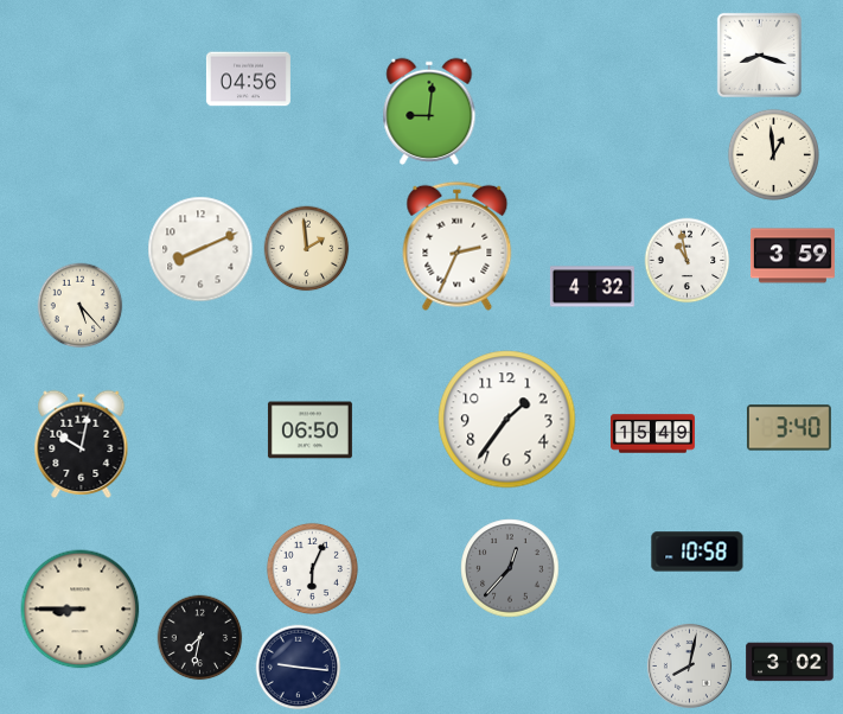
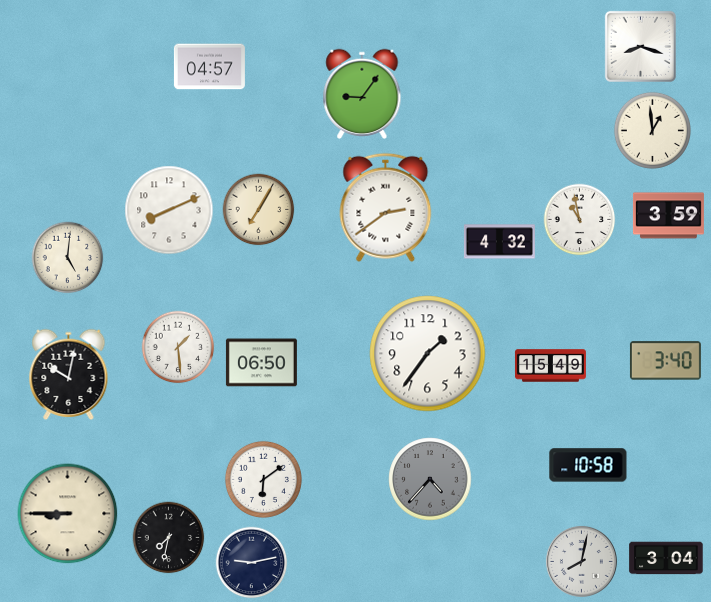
clock at (248, 79): 04:56 -> 04:57
clock at (429, 111): 9:01 -> 9:06
clock at (458, 246): 2:34 -> 2:39
clock at (307, 249): 1:59 -> 7:05
clock at (81, 306): 5:23 -> 5:01
clock at (178, 347): none -> 1:29
clock at (312, 568): 6:04 -> 6:09
clock at (510, 568): 12:37 -> 4:37
clock at (790, 662): 3:02 -> 3:04
clock at (299, 668): 9:16 -> 9:13
